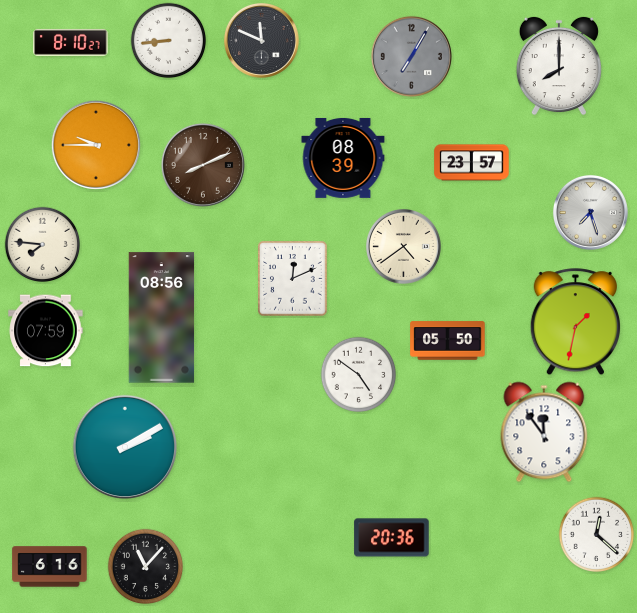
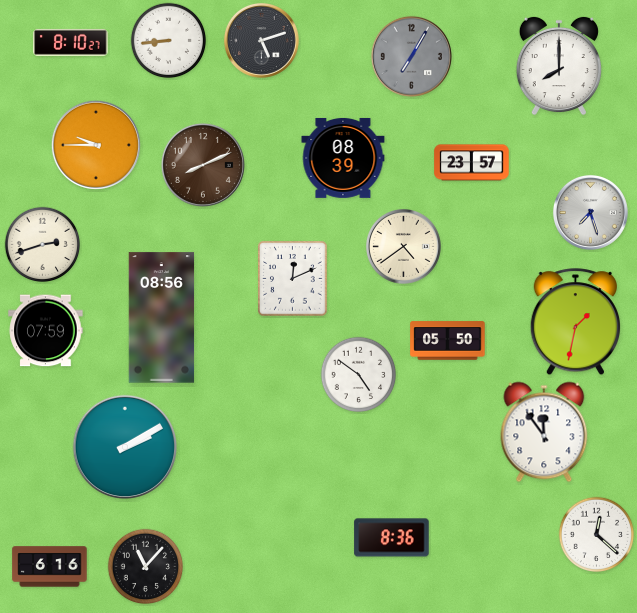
clock at (261, 40): 11:49 -> 5:12
clock at (43, 245): 7:46 -> 2:42
clock at (392, 538): 20:36 -> 8:36
